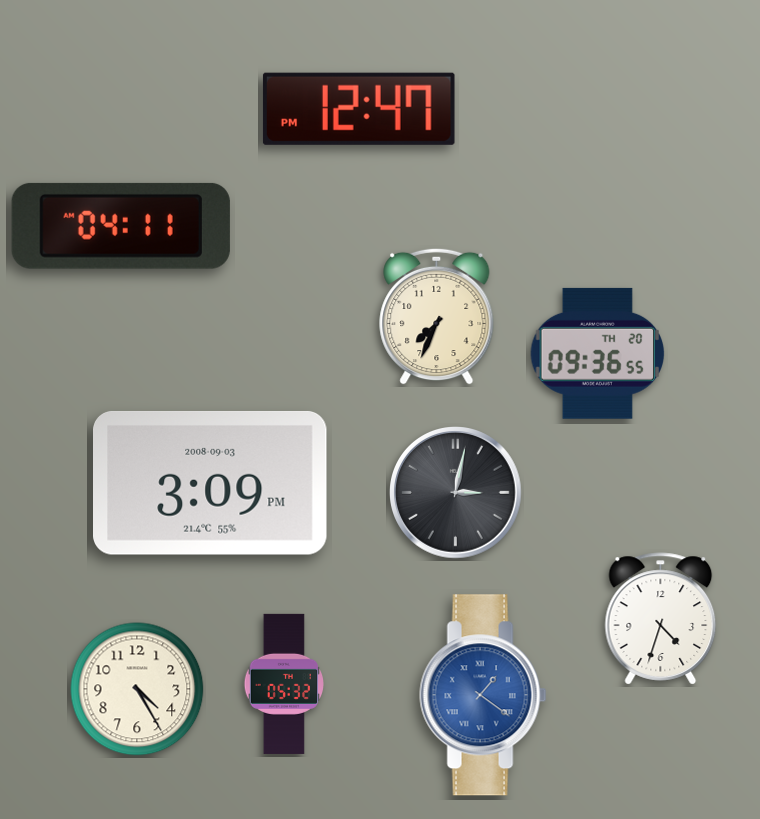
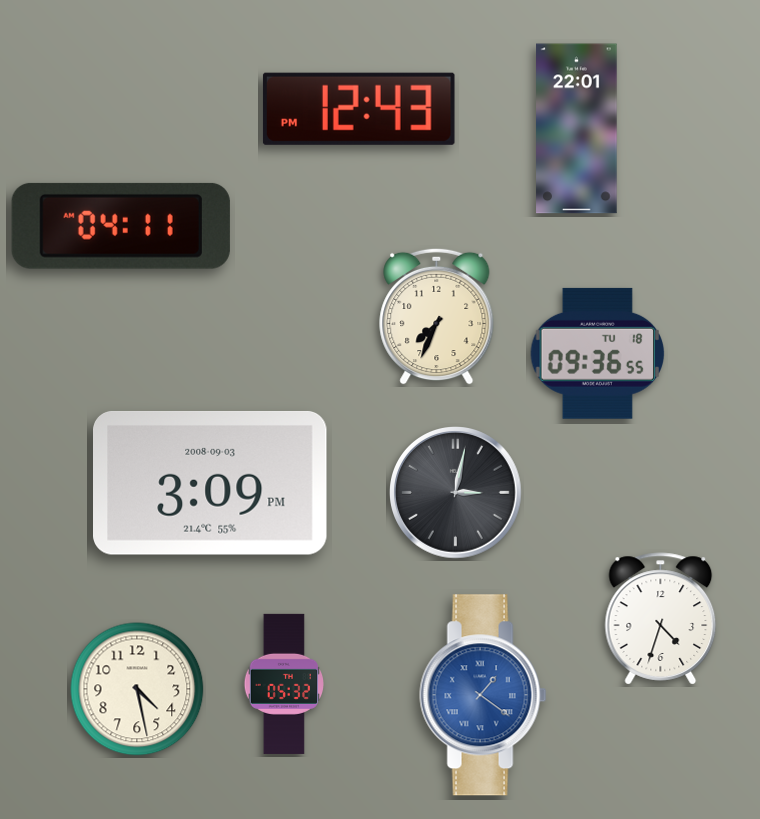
clock at (359, 109): 12:47 -> 12:43
clock at (577, 129): none -> 22:01
clock at (598, 353) date: TH 20 -> TU 18
clock at (137, 689): 4:25 -> 4:28
